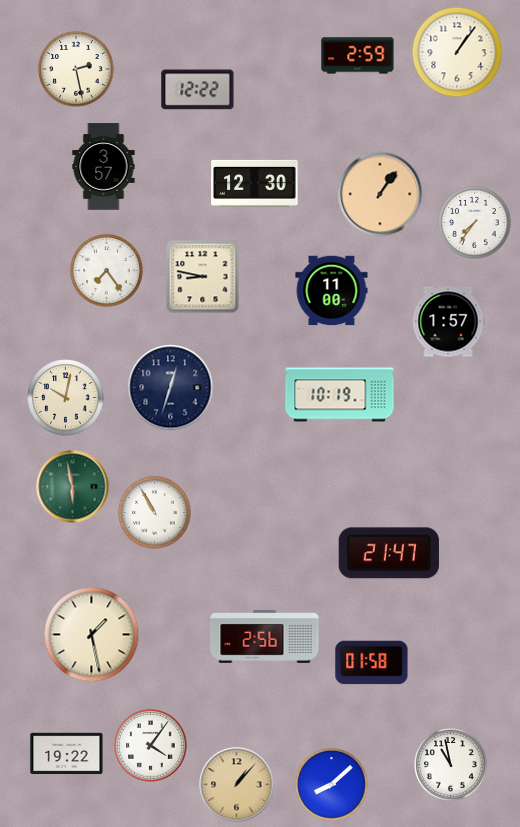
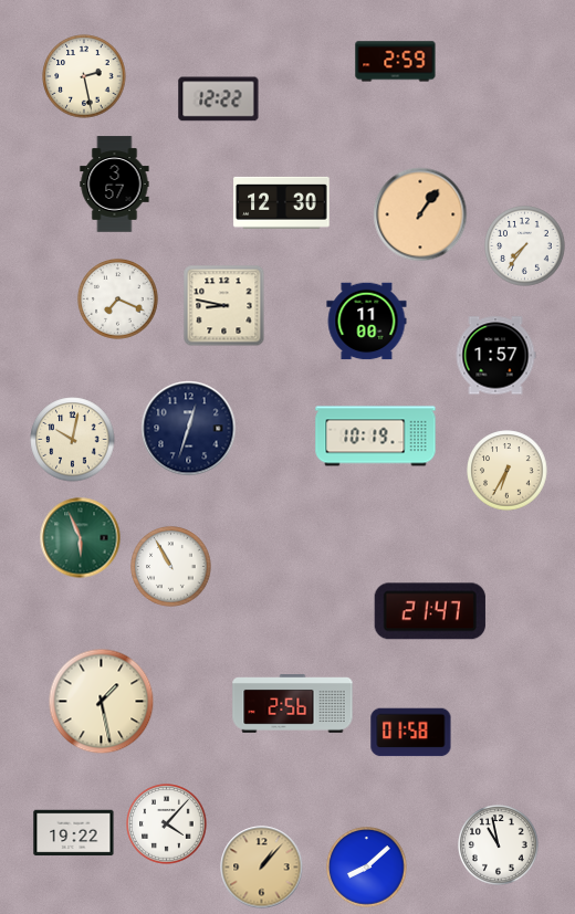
clock at (457, 52): 1:06 -> none
clock at (107, 271): 7:24 -> 7:19
clock at (508, 471): none -> 6:35
clock at (73, 487): 5:58 -> 5:56
clock at (151, 746): 4:06 -> 4:07
